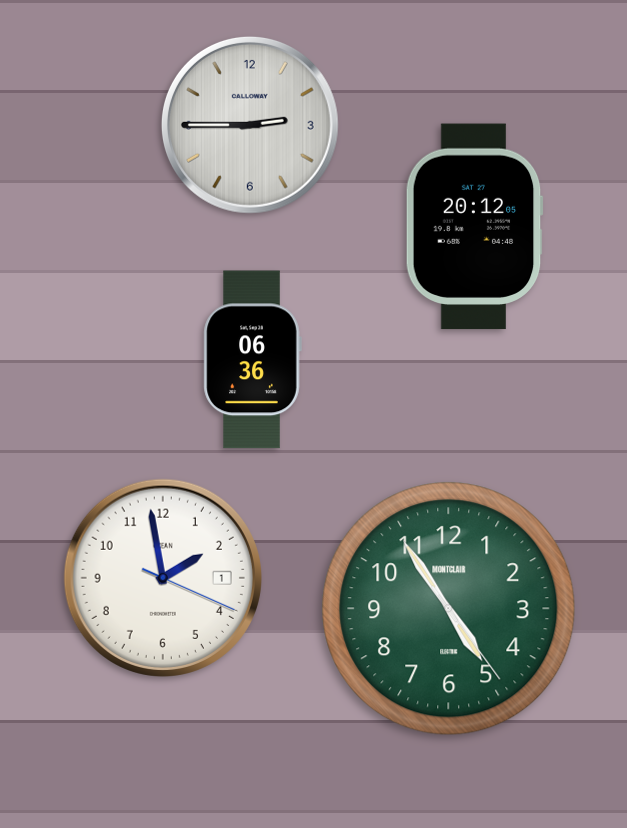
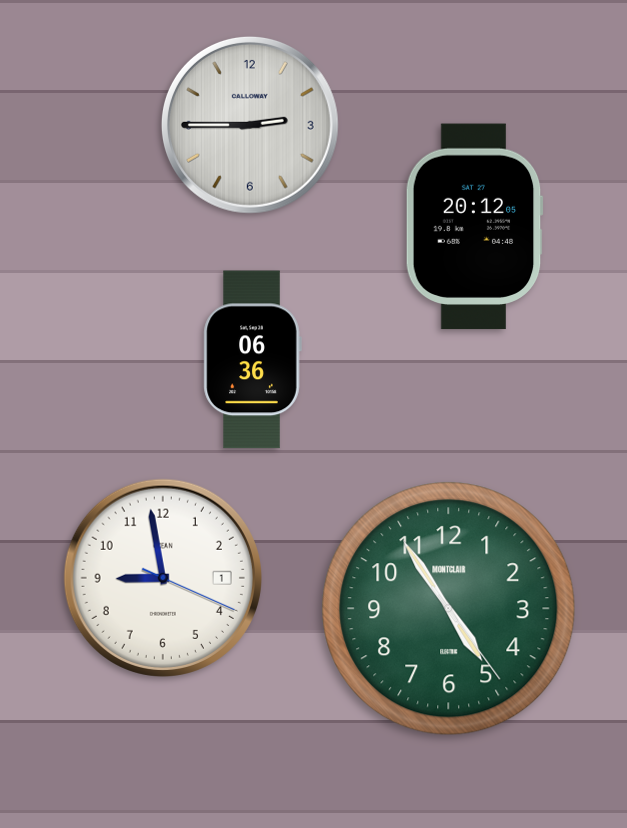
clock at (163, 578): 1:58 -> 8:58
